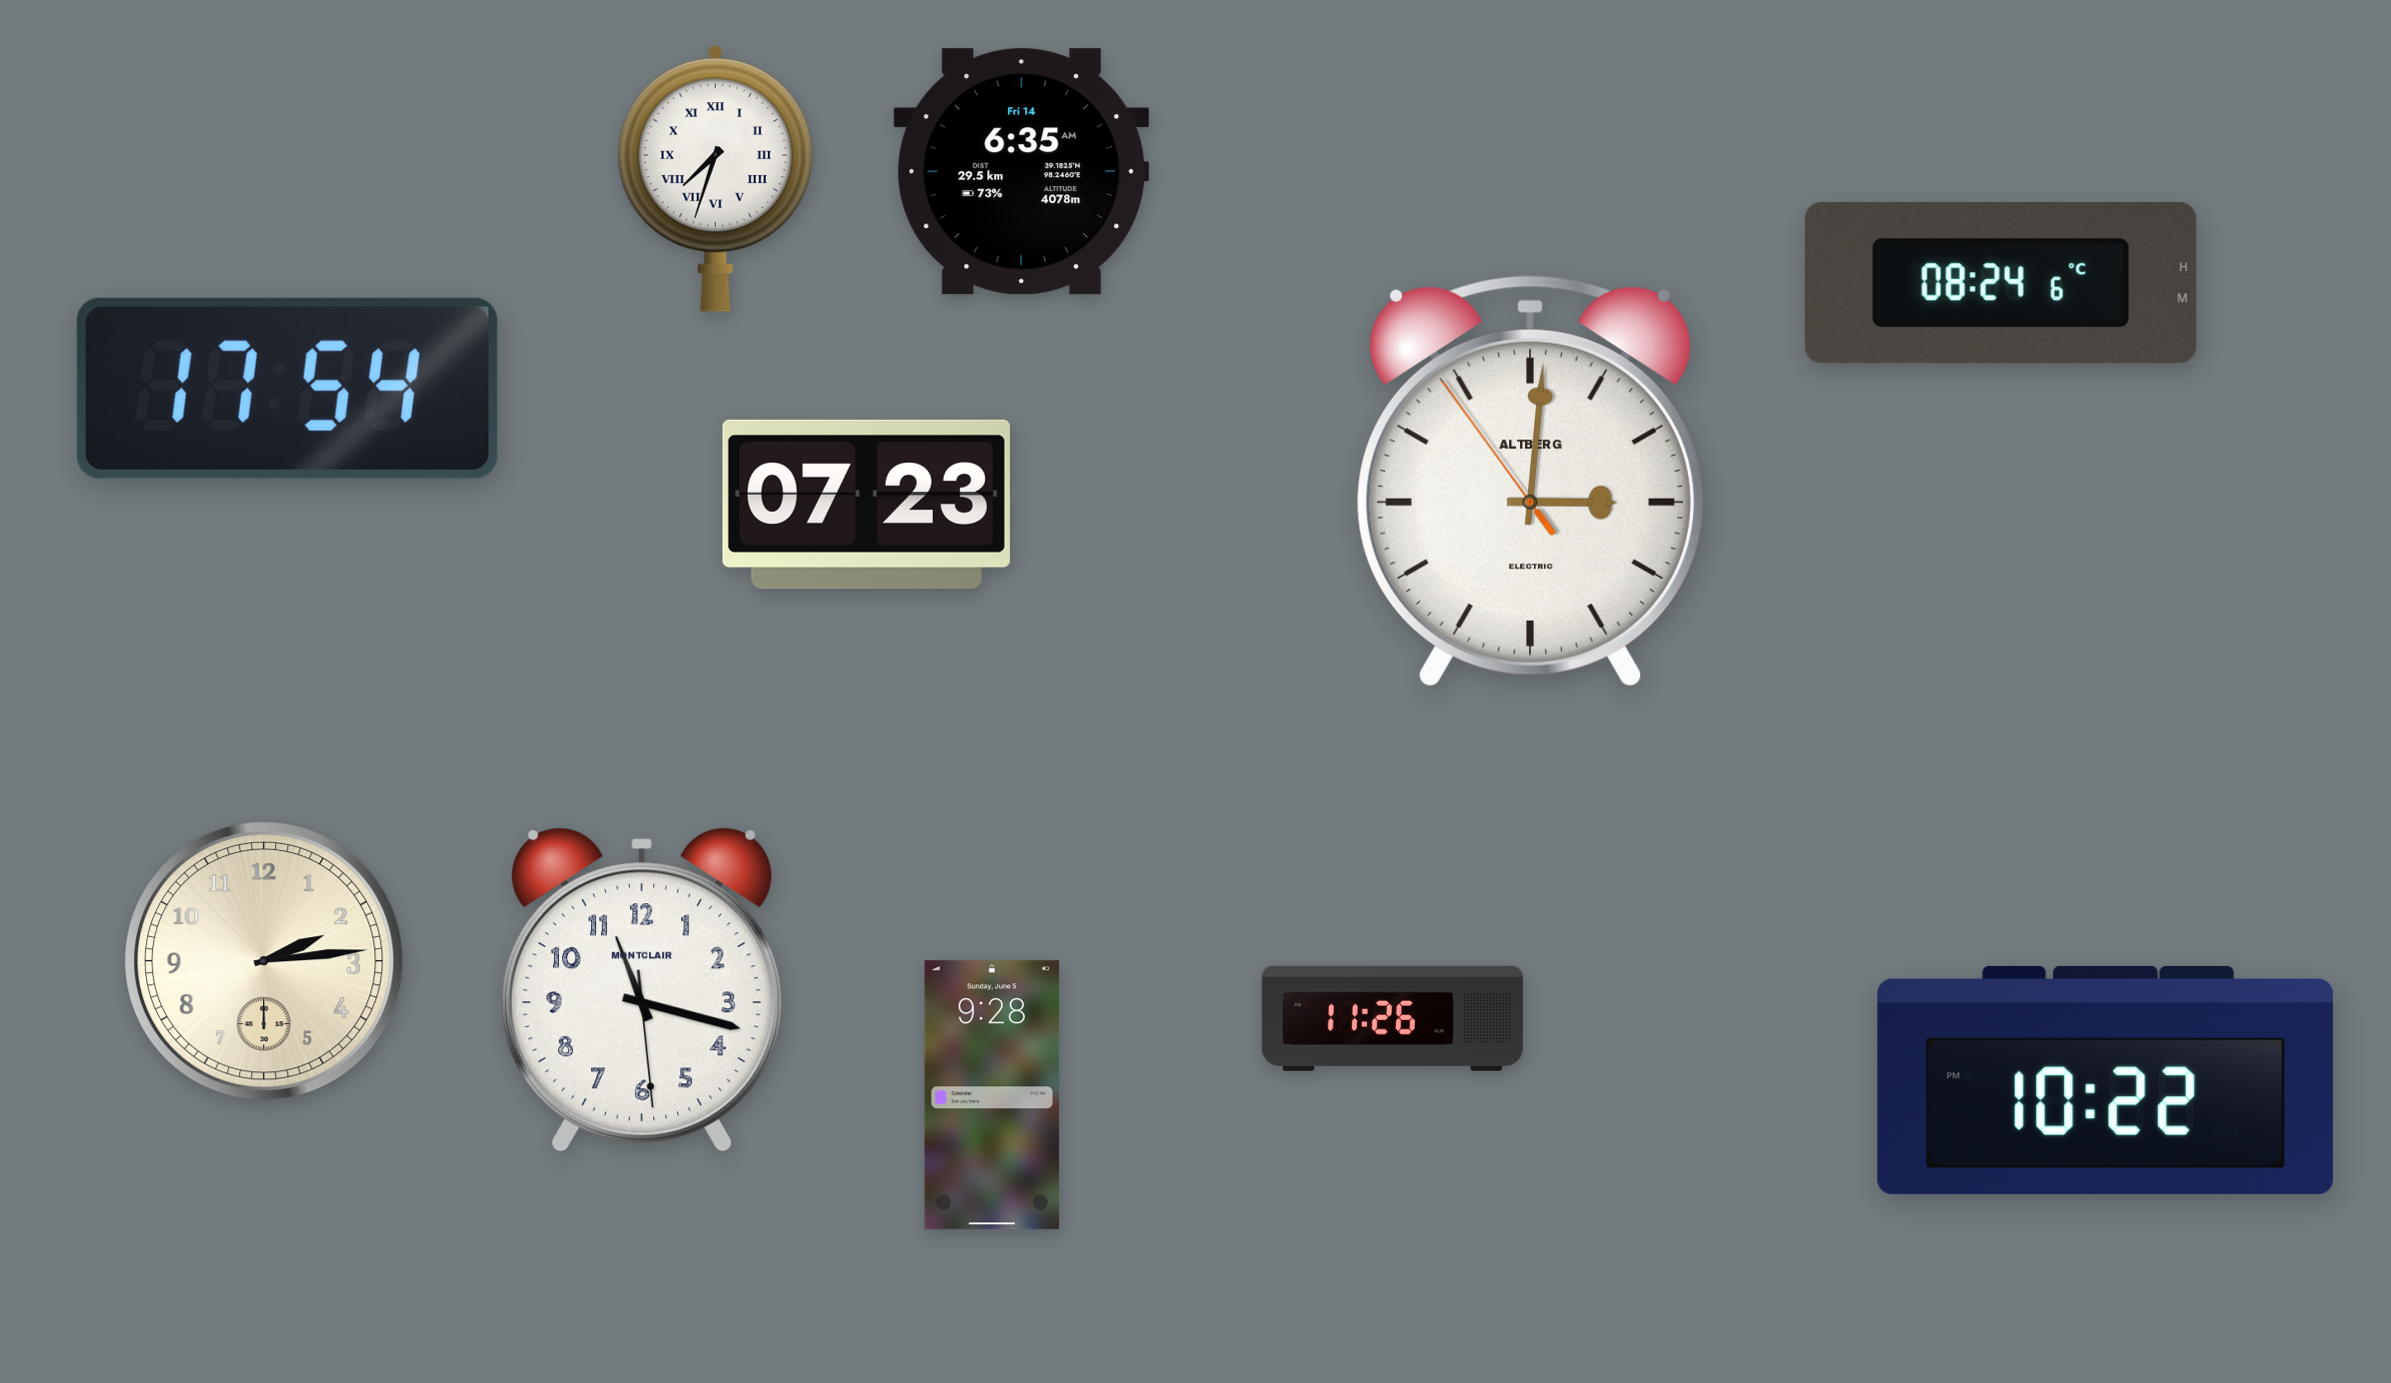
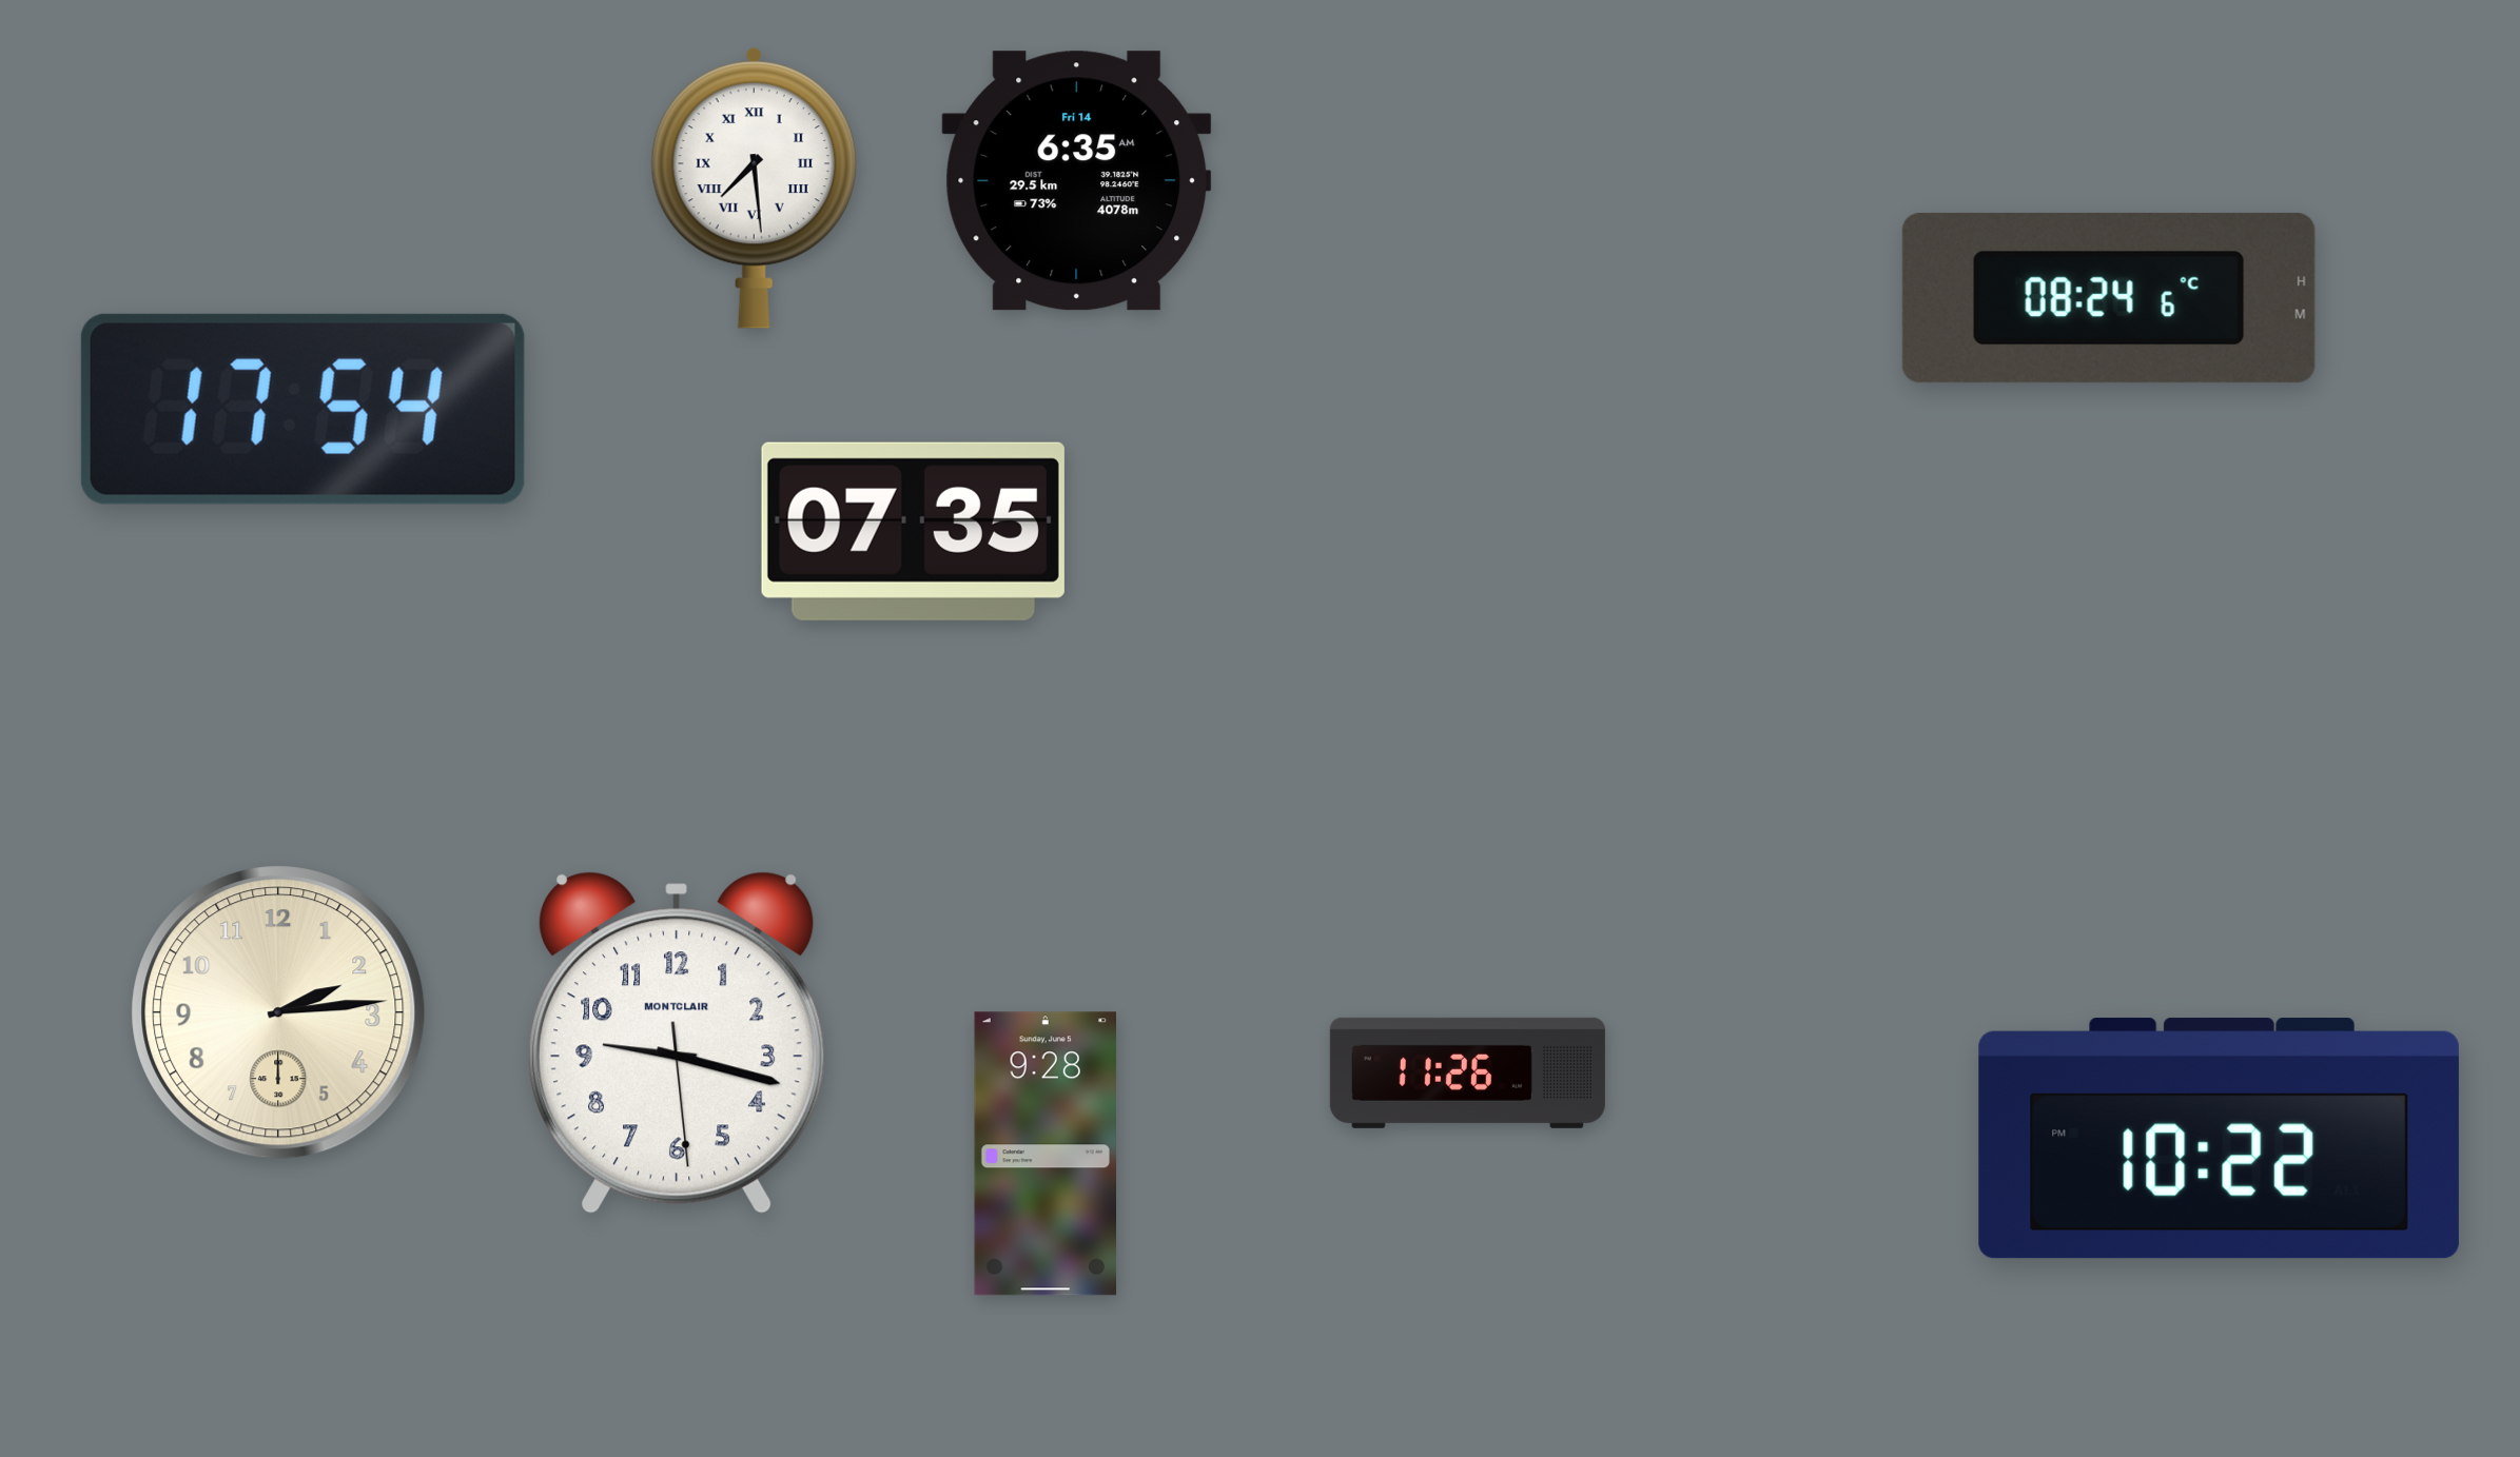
clock at (715, 178): 7:33 -> 7:29
clock at (1530, 482): 3:00 -> none
clock at (866, 504): 07:23 -> 07:35
clock at (642, 990): 11:17 -> 9:17
